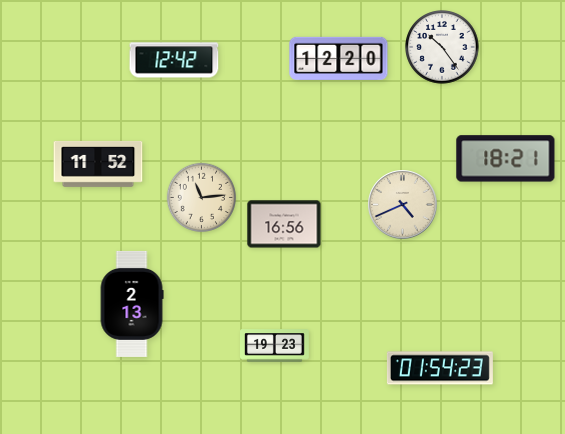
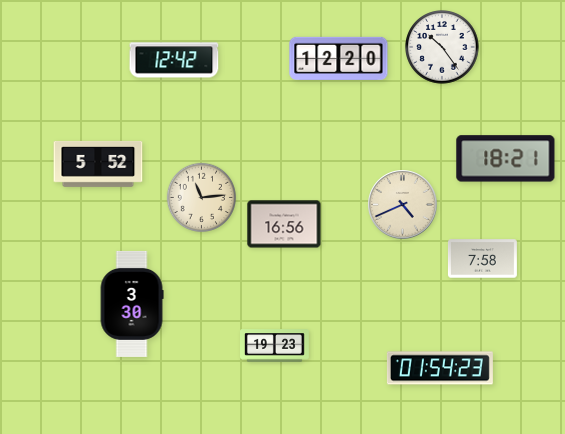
clock at (98, 164): 11:52 -> 5:52
clock at (482, 259): none -> 7:58
clock at (132, 304): 2:13 -> 3:30
